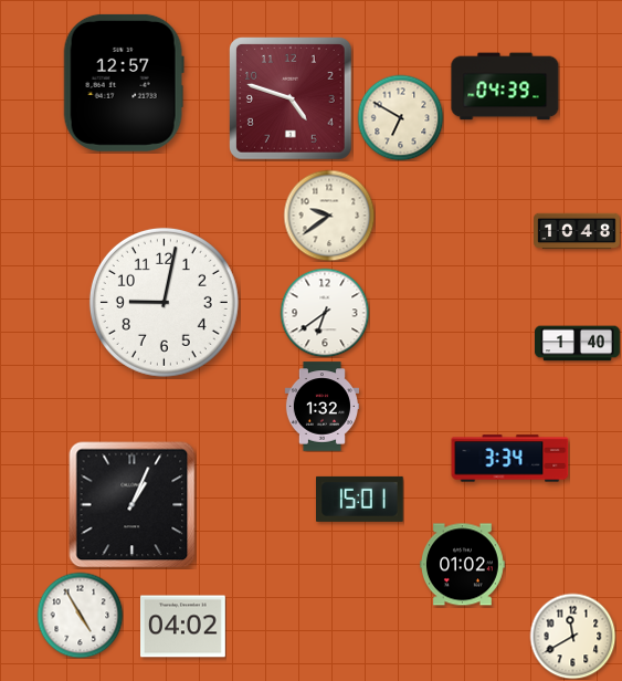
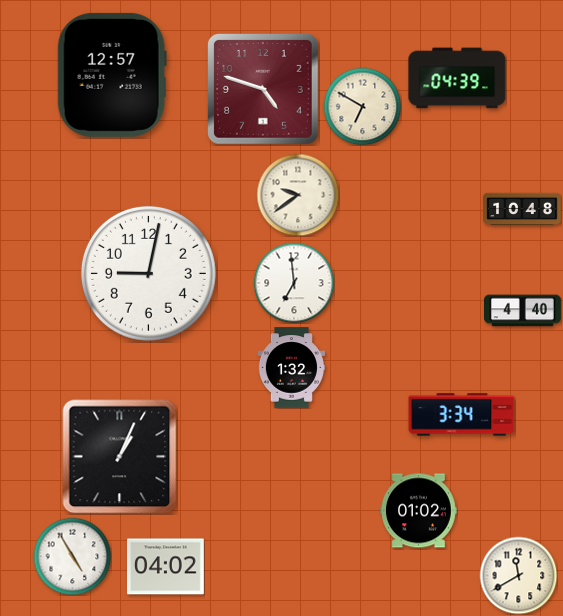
clock at (325, 313): 6:39 -> 6:59
clock at (578, 344): 1:40 -> 4:40
clock at (360, 499): 15:01 -> none
